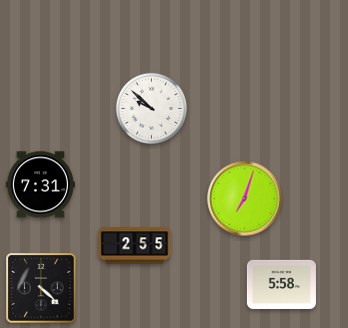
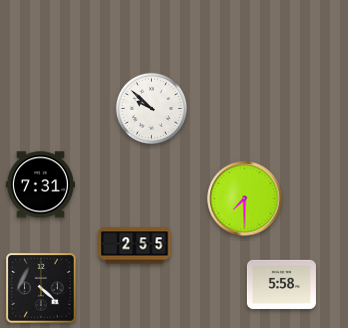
clock at (245, 199): 7:03 -> 7:30
